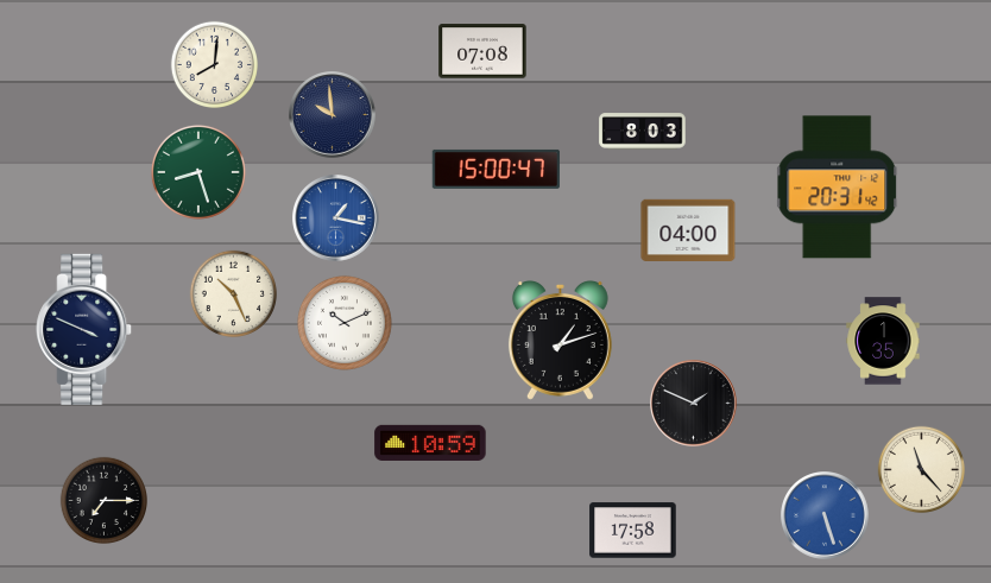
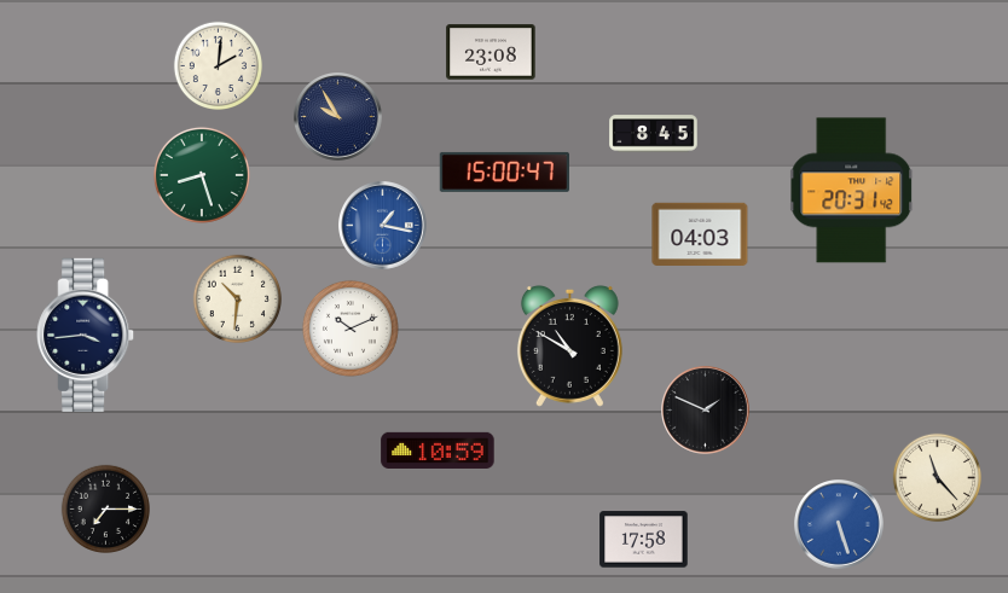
clock at (482, 51): 07:08 -> 23:08
clock at (214, 64): 8:01 -> 2:01
clock at (333, 115): 9:59 -> 9:55
clock at (643, 132): 8:03 -> 8:45
clock at (336, 218) position: (336, 218) -> (383, 226)
clock at (688, 230): 04:00 -> 04:03
clock at (233, 293): 10:26 -> 10:31
clock at (84, 329): 3:49 -> 3:44
clock at (560, 340): 1:12 -> 10:50
clock at (883, 341): 1:35 -> none
